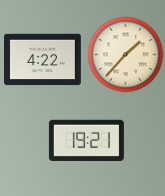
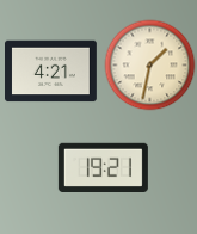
clock at (126, 55): 1:37 -> 1:32
clock at (43, 60): 4:22 -> 4:21
